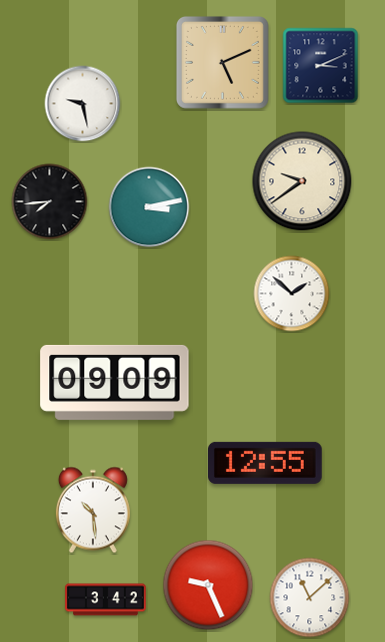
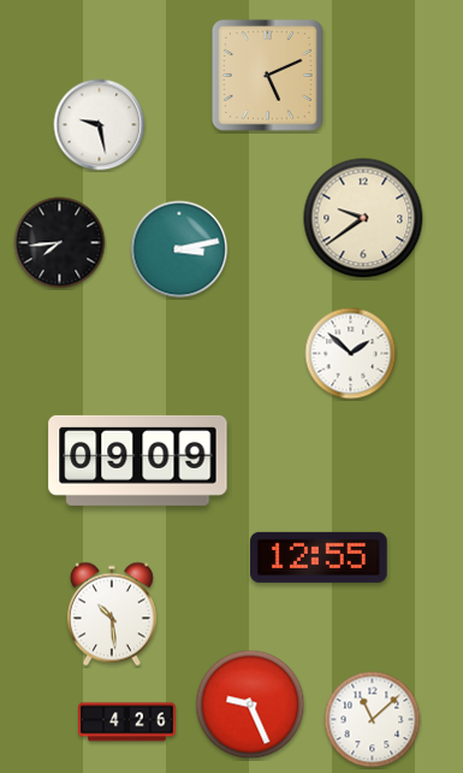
clock at (321, 66): 3:11 -> none
clock at (106, 600): 3:42 -> 4:26
